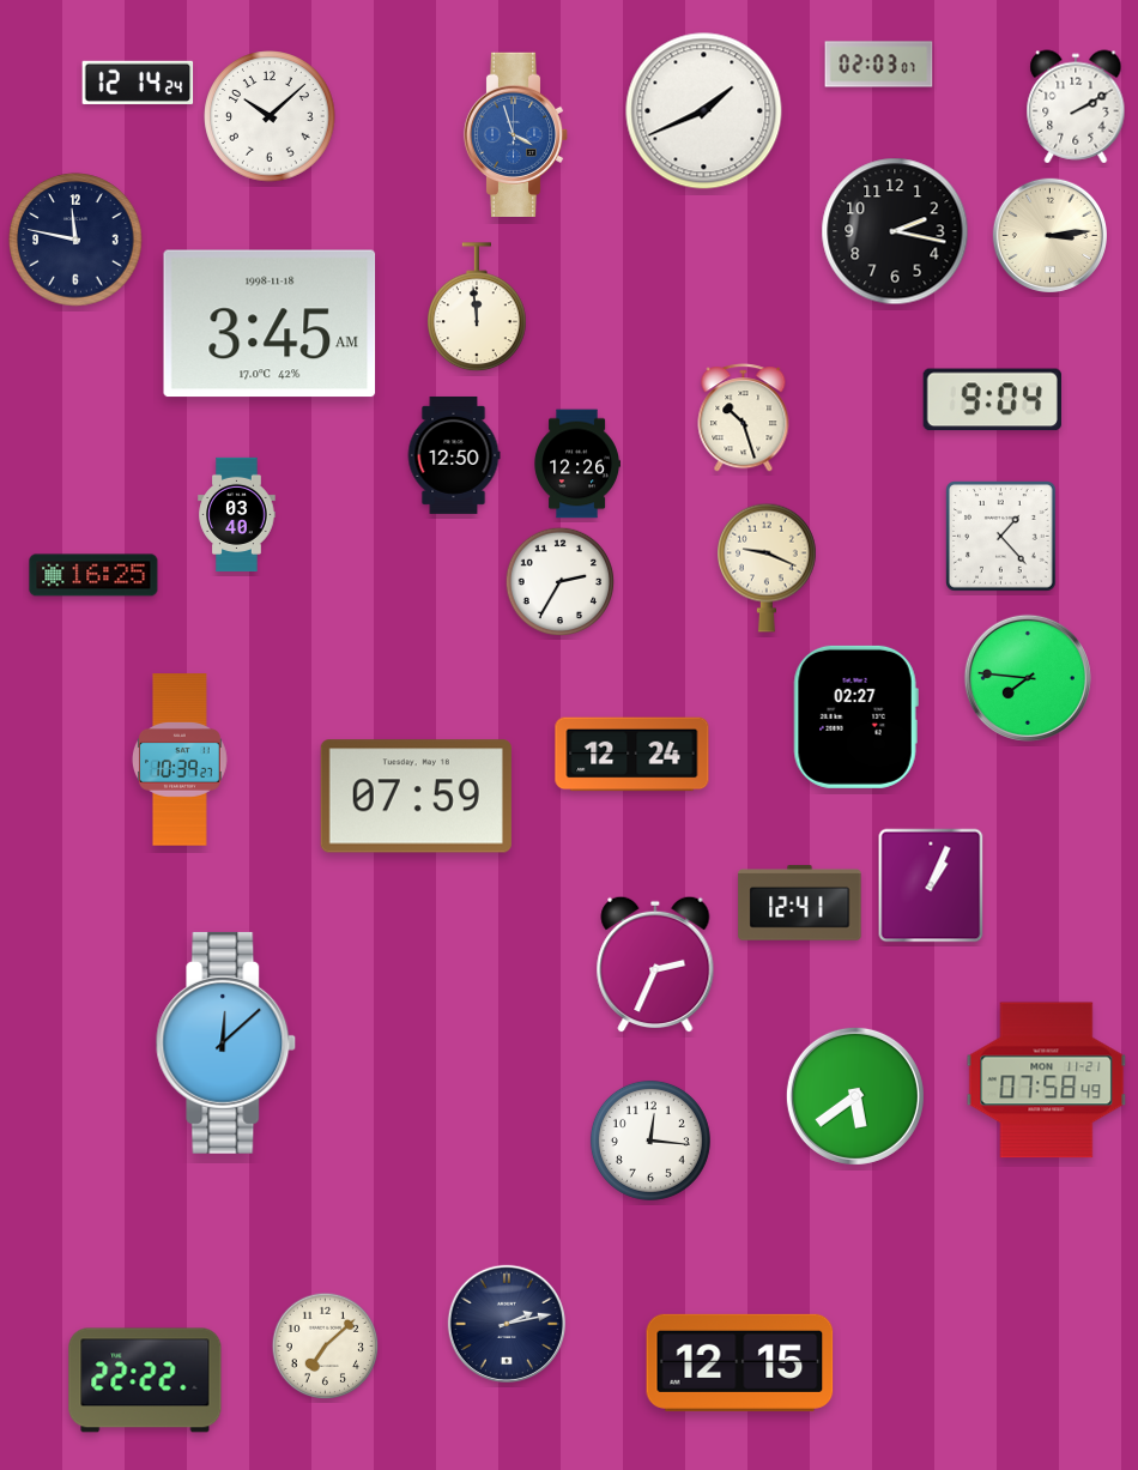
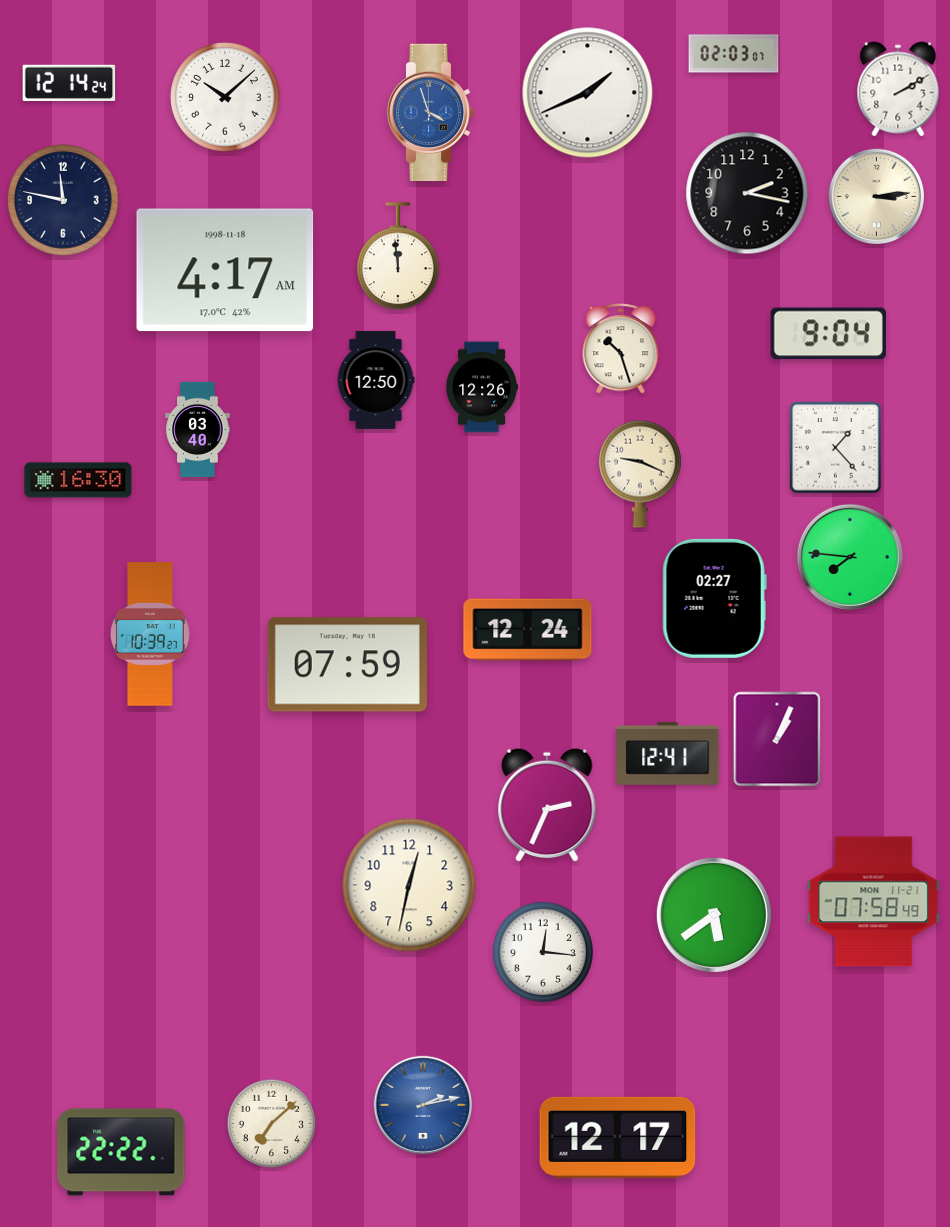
clock at (138, 81) position: (138, 81) -> (69, 82)
clock at (270, 323): 3:45 -> 4:17
clock at (454, 455) position: (454, 455) -> (376, 380)
clock at (93, 575): 16:25 -> 16:30
clock at (561, 582): 2:35 -> none
clock at (1028, 678) position: (1028, 678) -> (850, 557)
clock at (226, 1042): 12:08 -> none
clock at (409, 885): none -> 12:32
clock at (506, 1323) dial: navy -> blue
clock at (740, 1362): 12:15 -> 12:17
